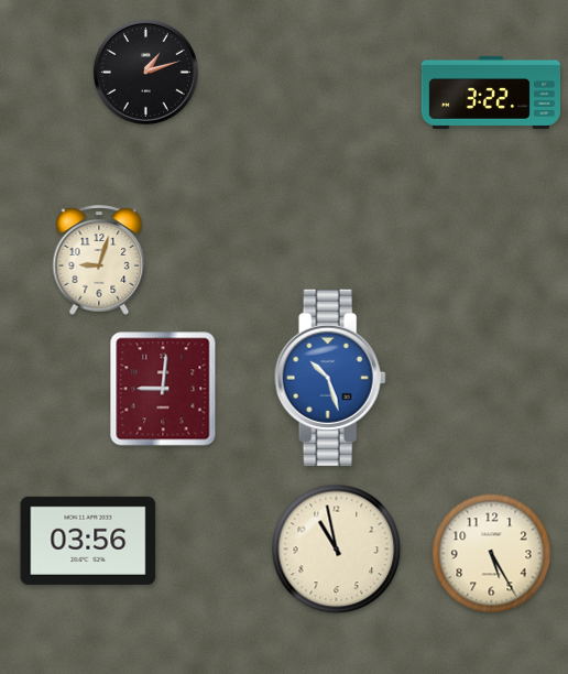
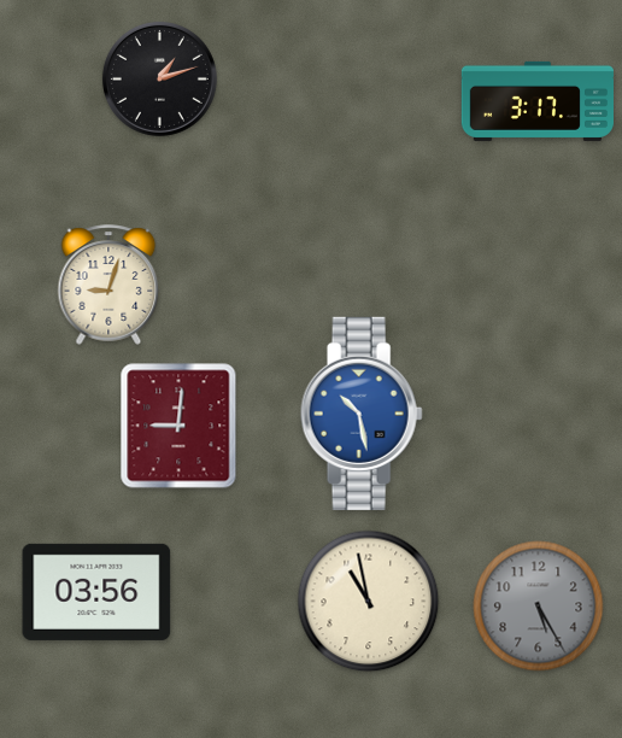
clock at (490, 93): 3:22 -> 3:17
clock at (330, 378): 10:27 -> 10:28
clock at (492, 554) dial: cream -> grey
